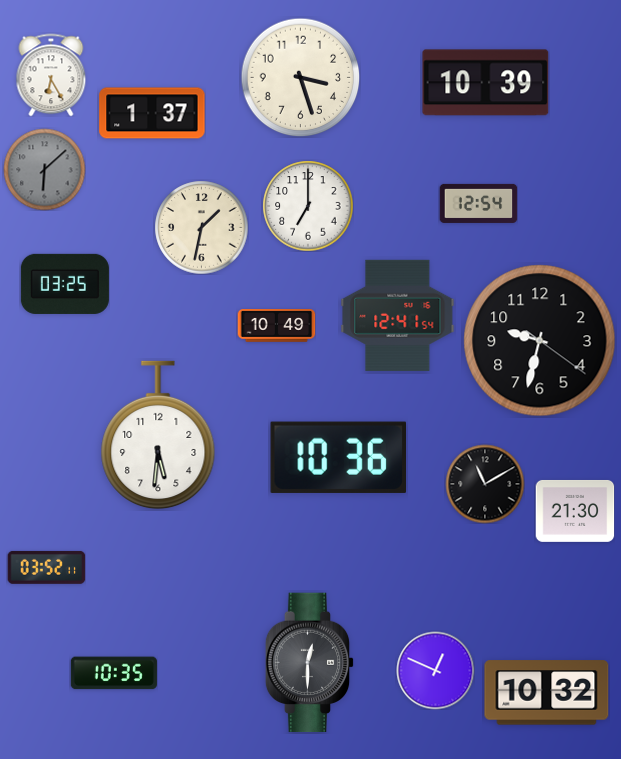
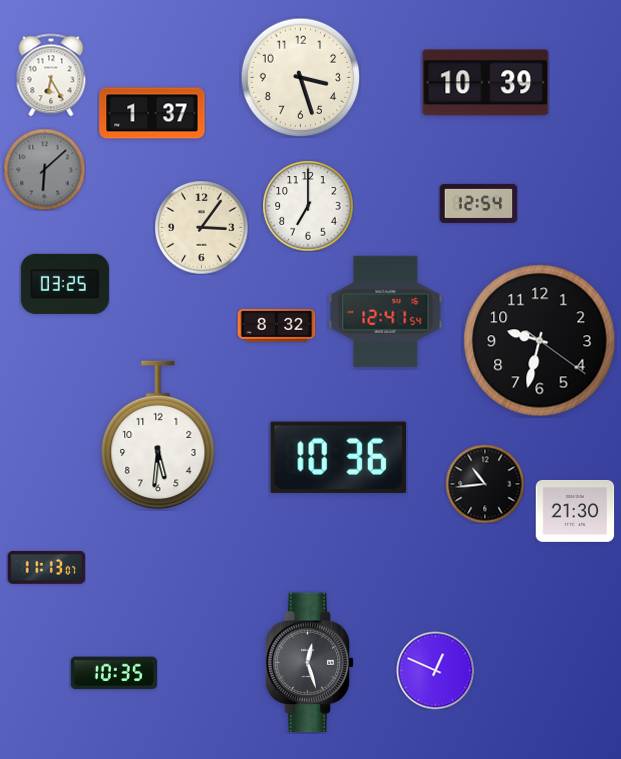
clock at (201, 227): 1:32 -> 3:06
clock at (398, 315) position: (398, 315) -> (386, 311)
clock at (276, 326): 10:49 -> 8:32
clock at (485, 484): 11:10 -> 10:44
clock at (46, 567): 03:52 -> 11:13
clock at (310, 663): 12:30 -> 12:27
clock at (547, 693): 10:32 -> none
